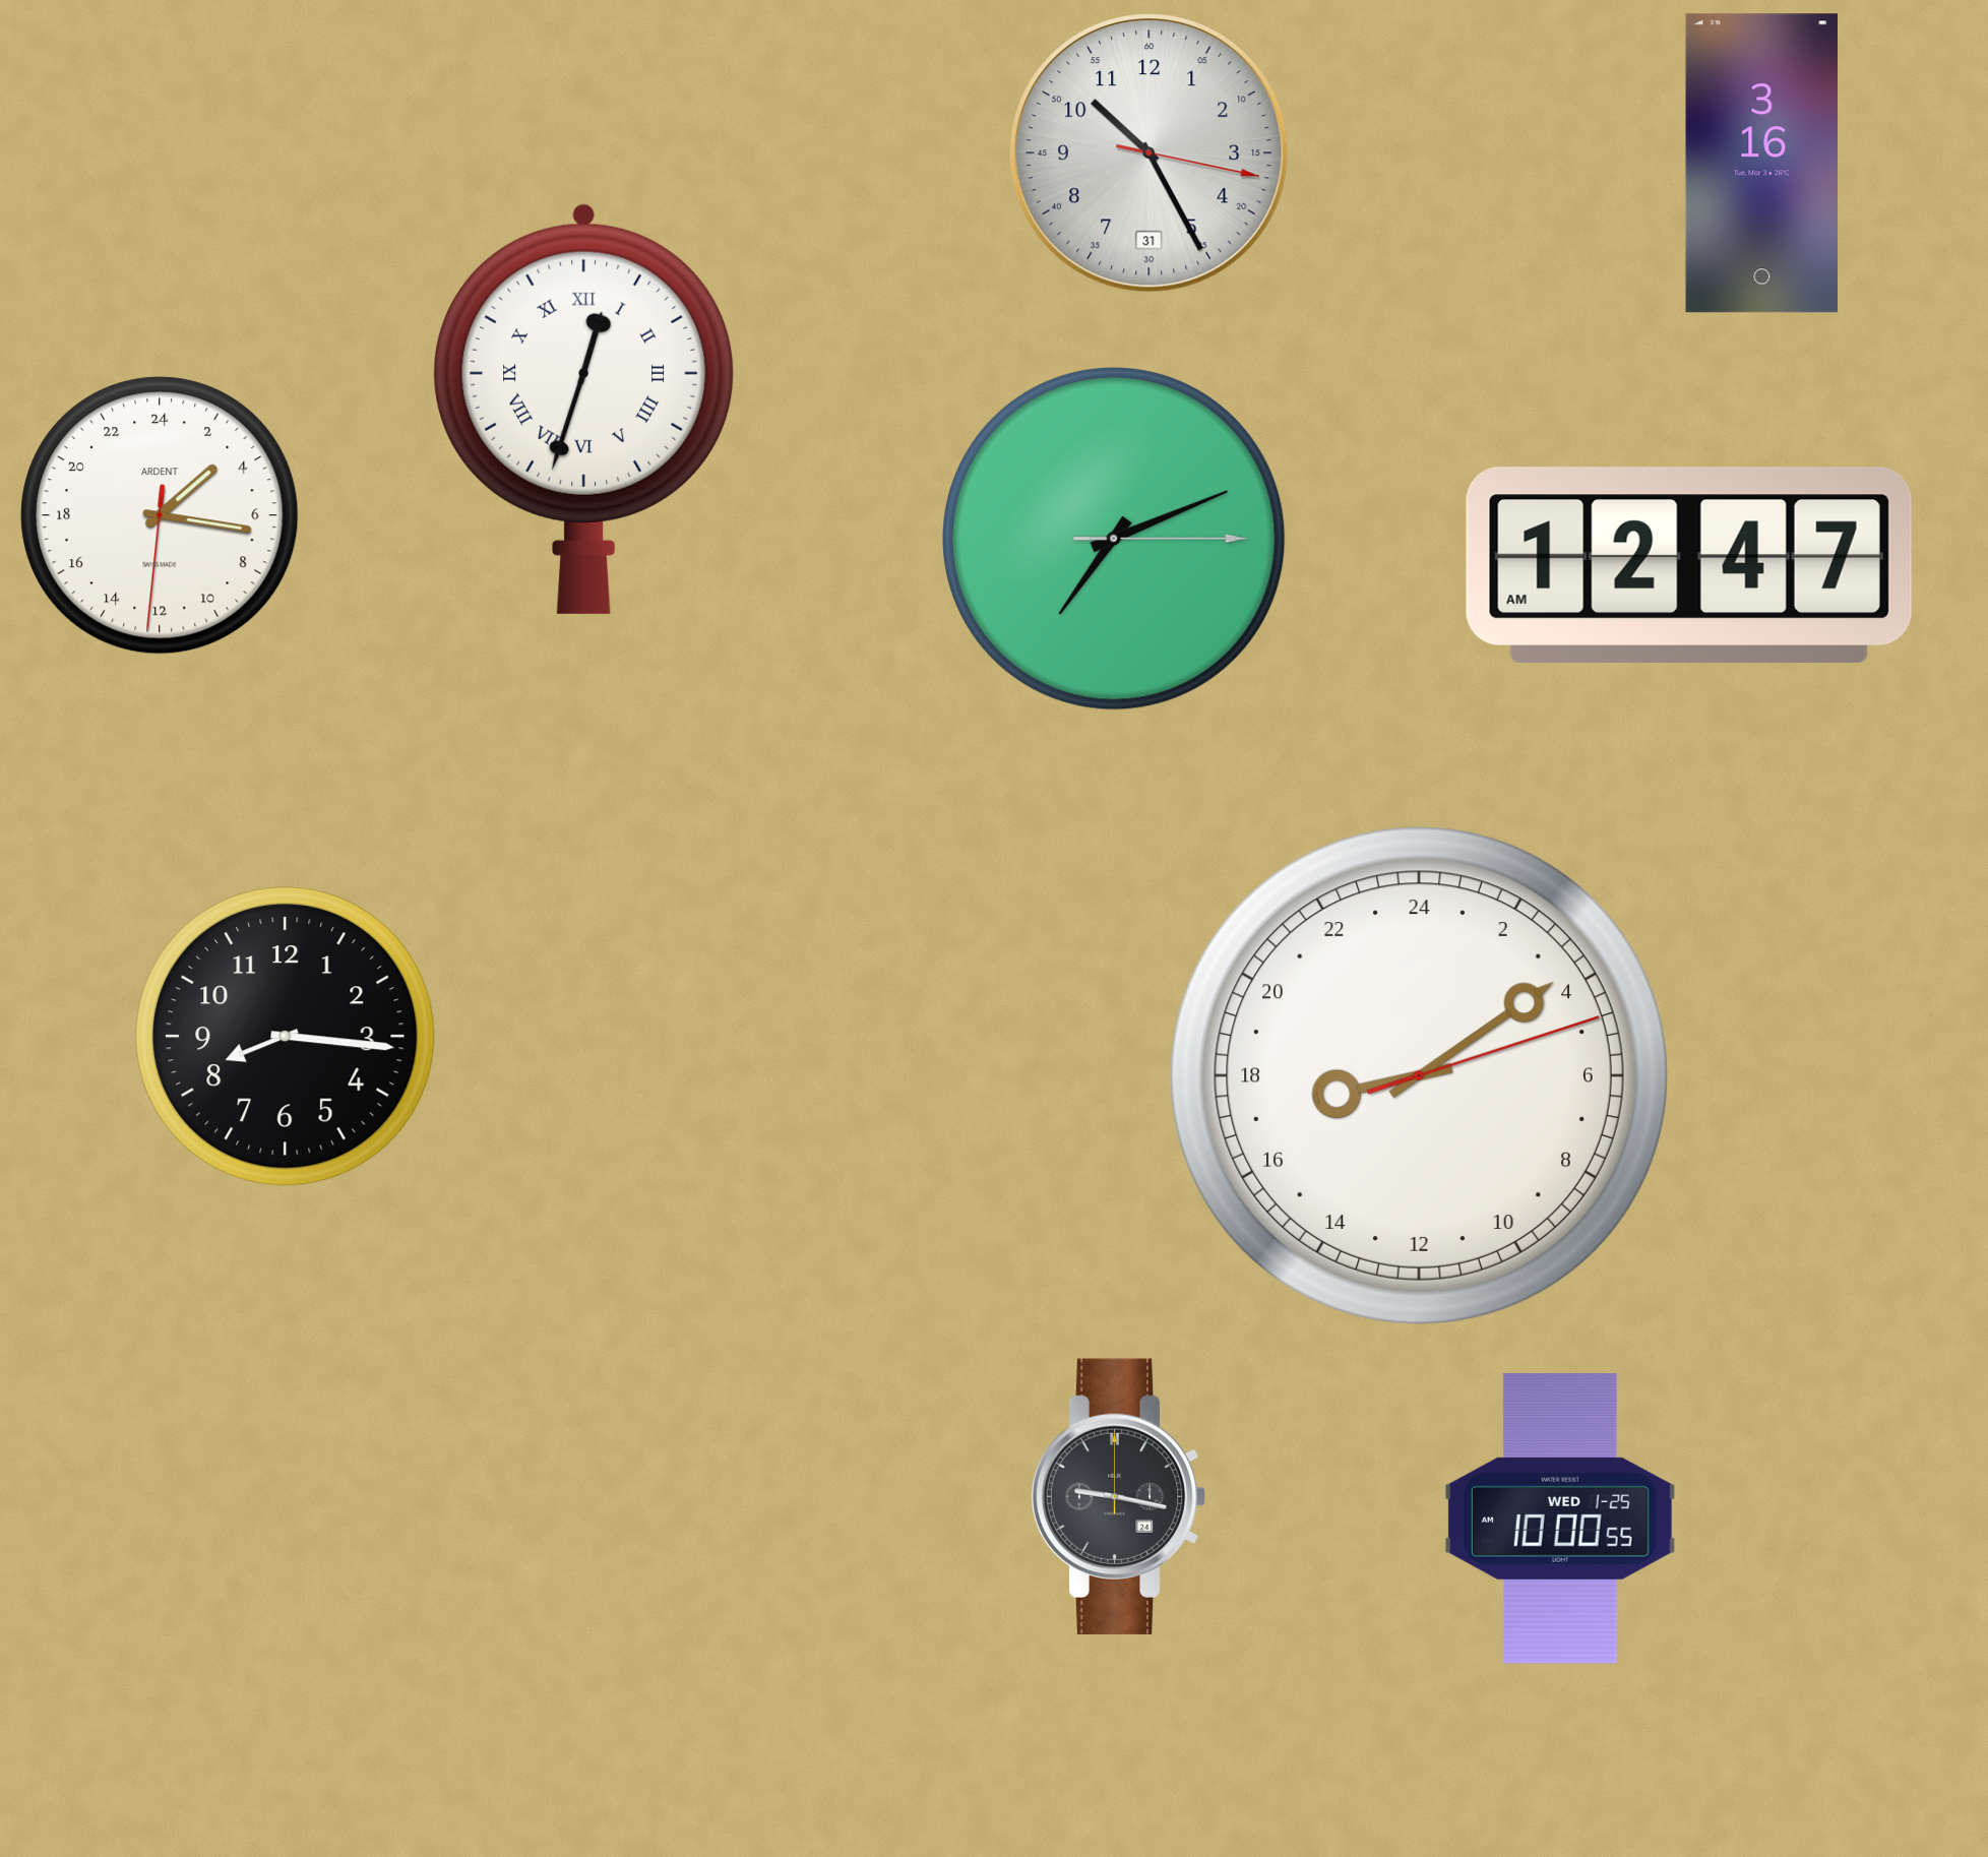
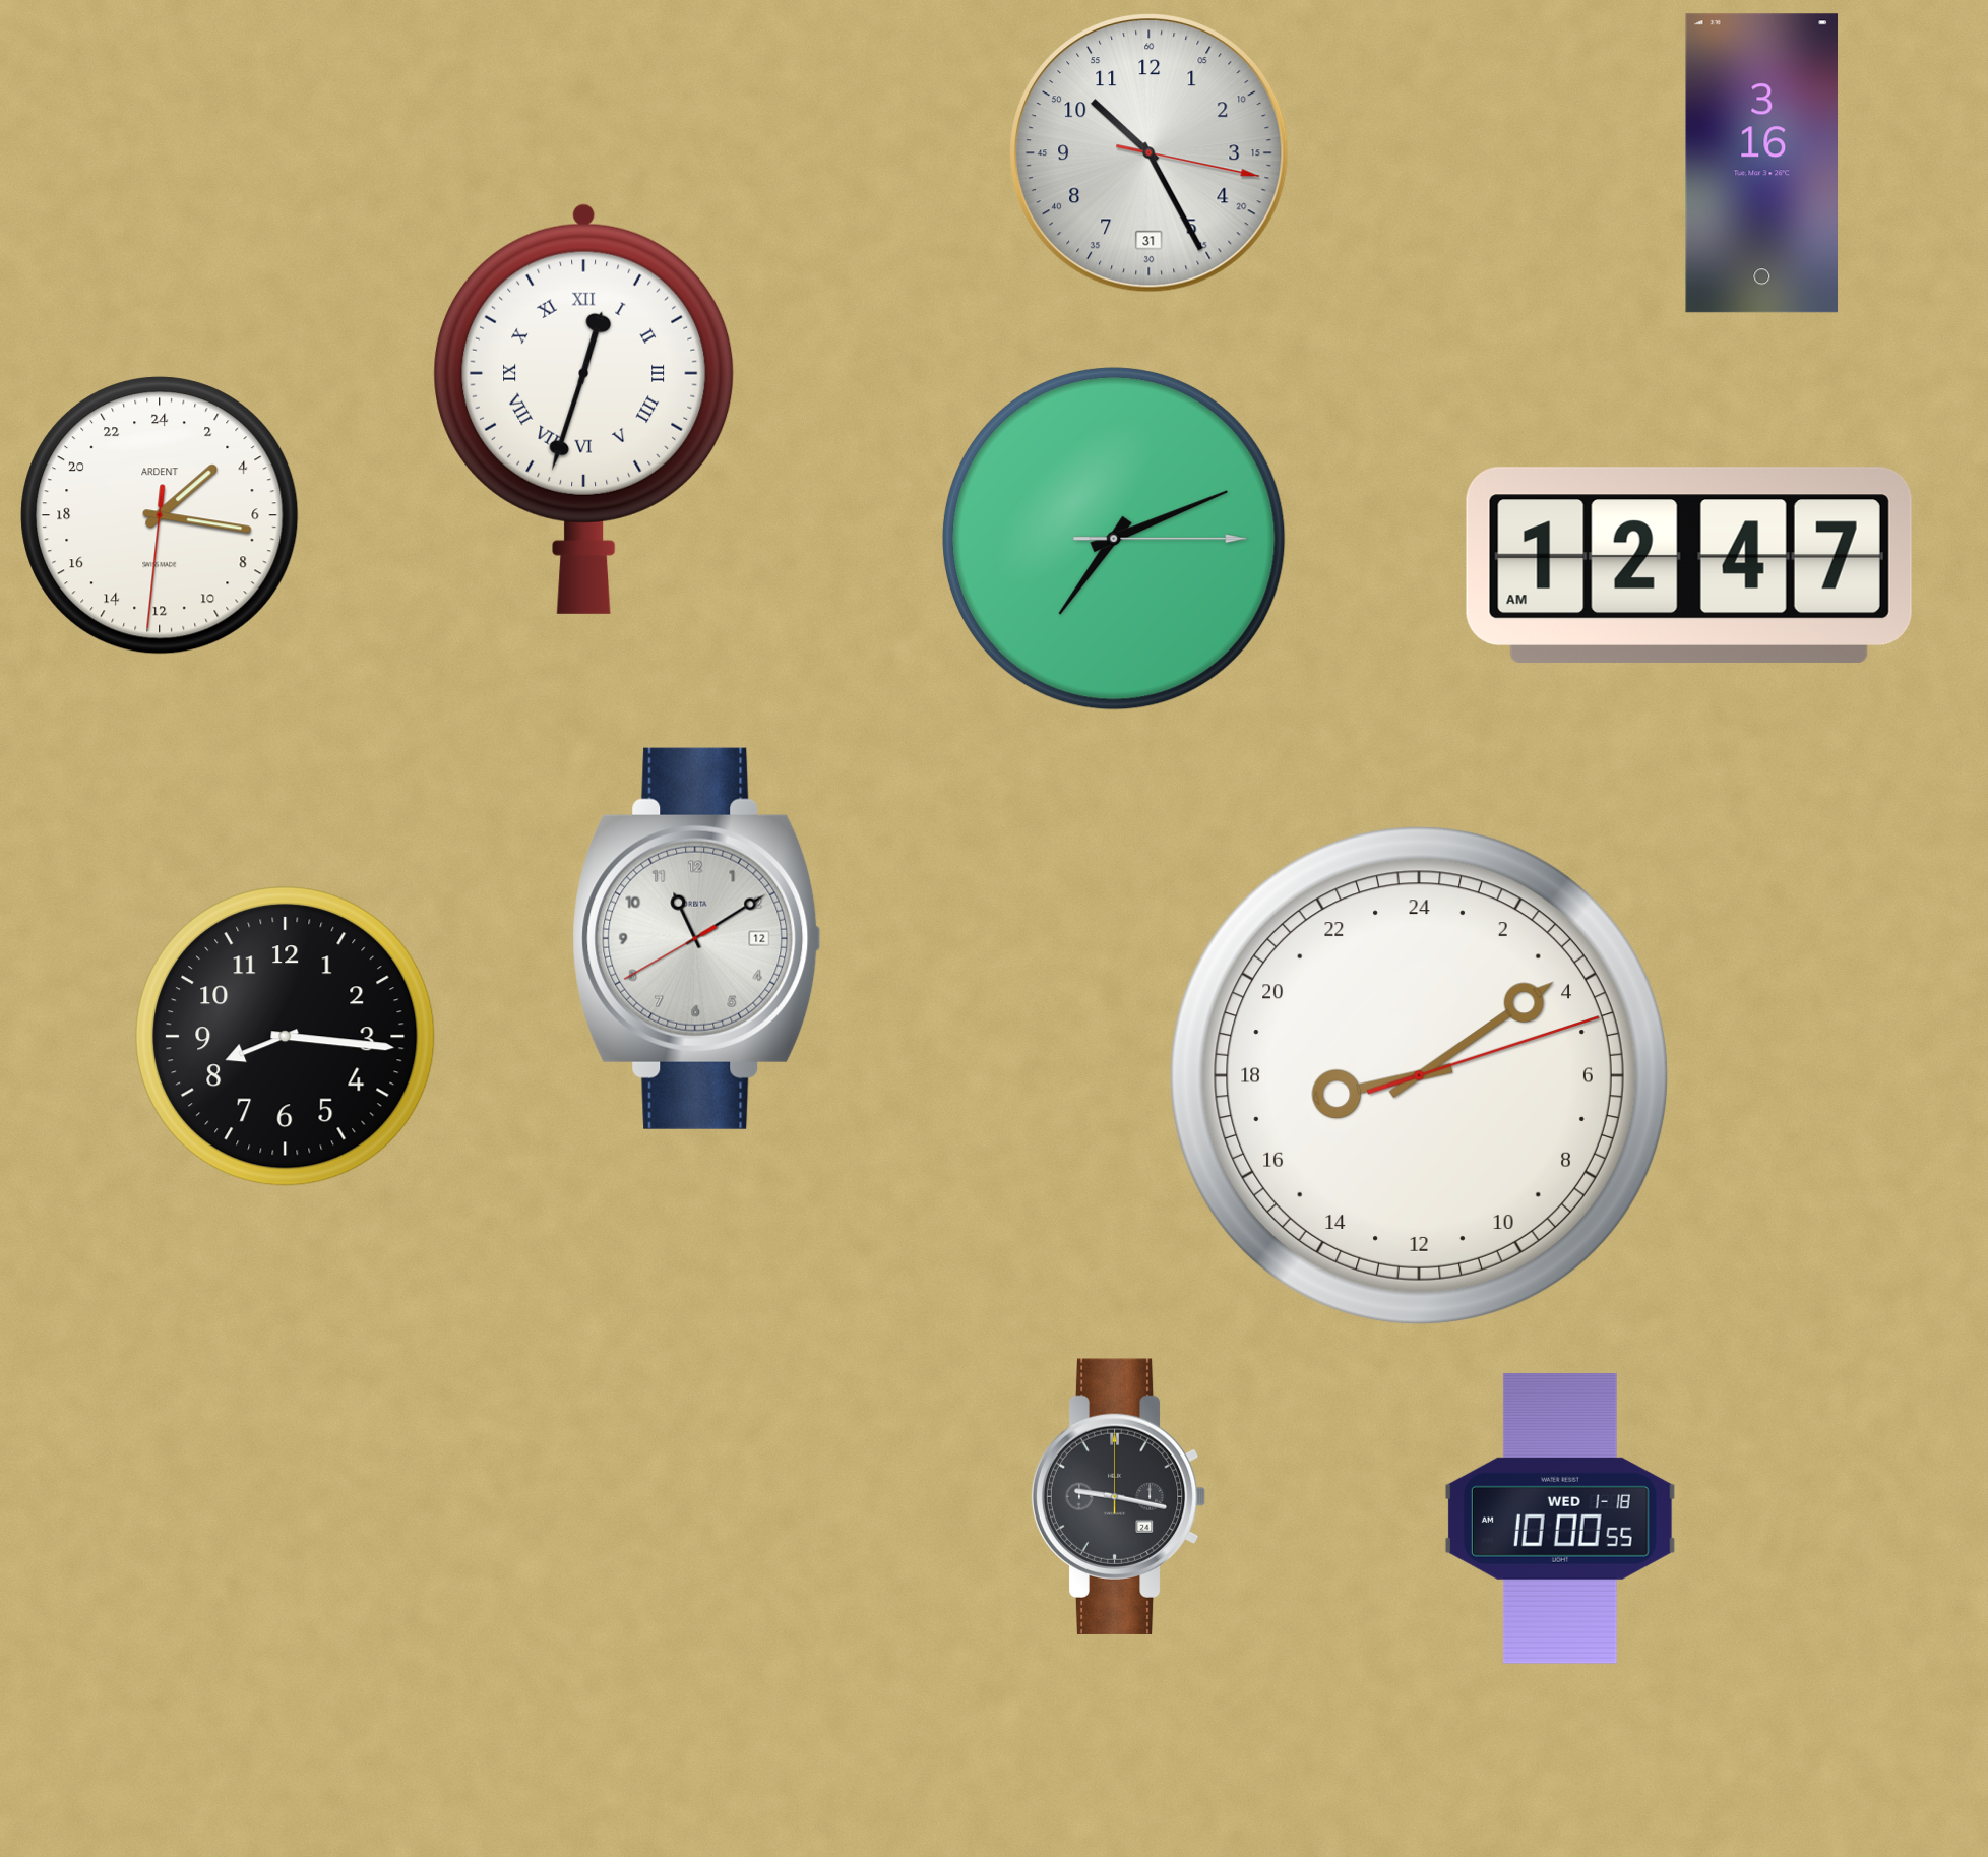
clock at (697, 938): none -> 11:09
clock at (1560, 1519) date: WED 1-25 -> WED 1-18
